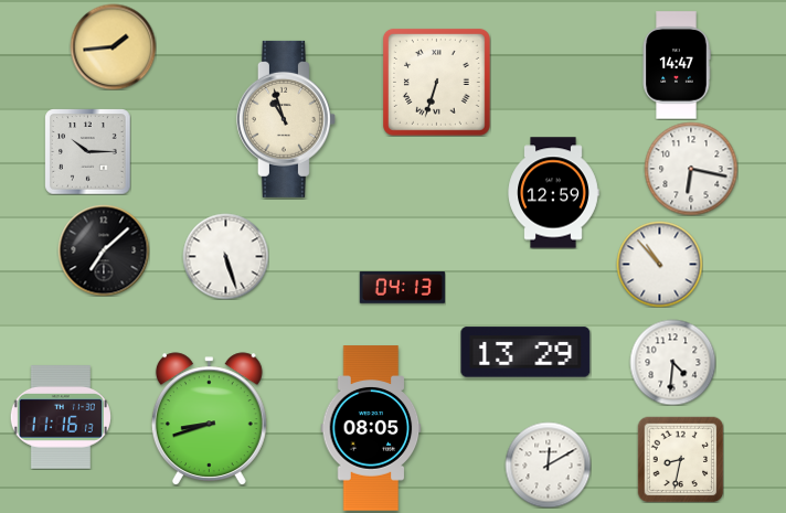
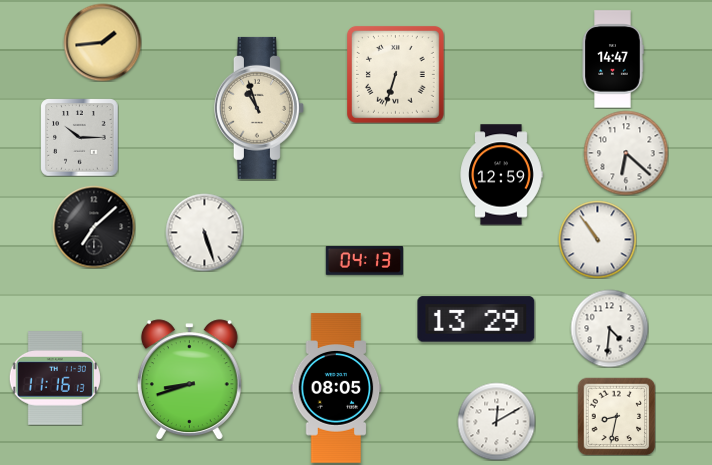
clock at (691, 169): 6:17 -> 6:22
clock at (659, 264): 10:53 -> 10:54
